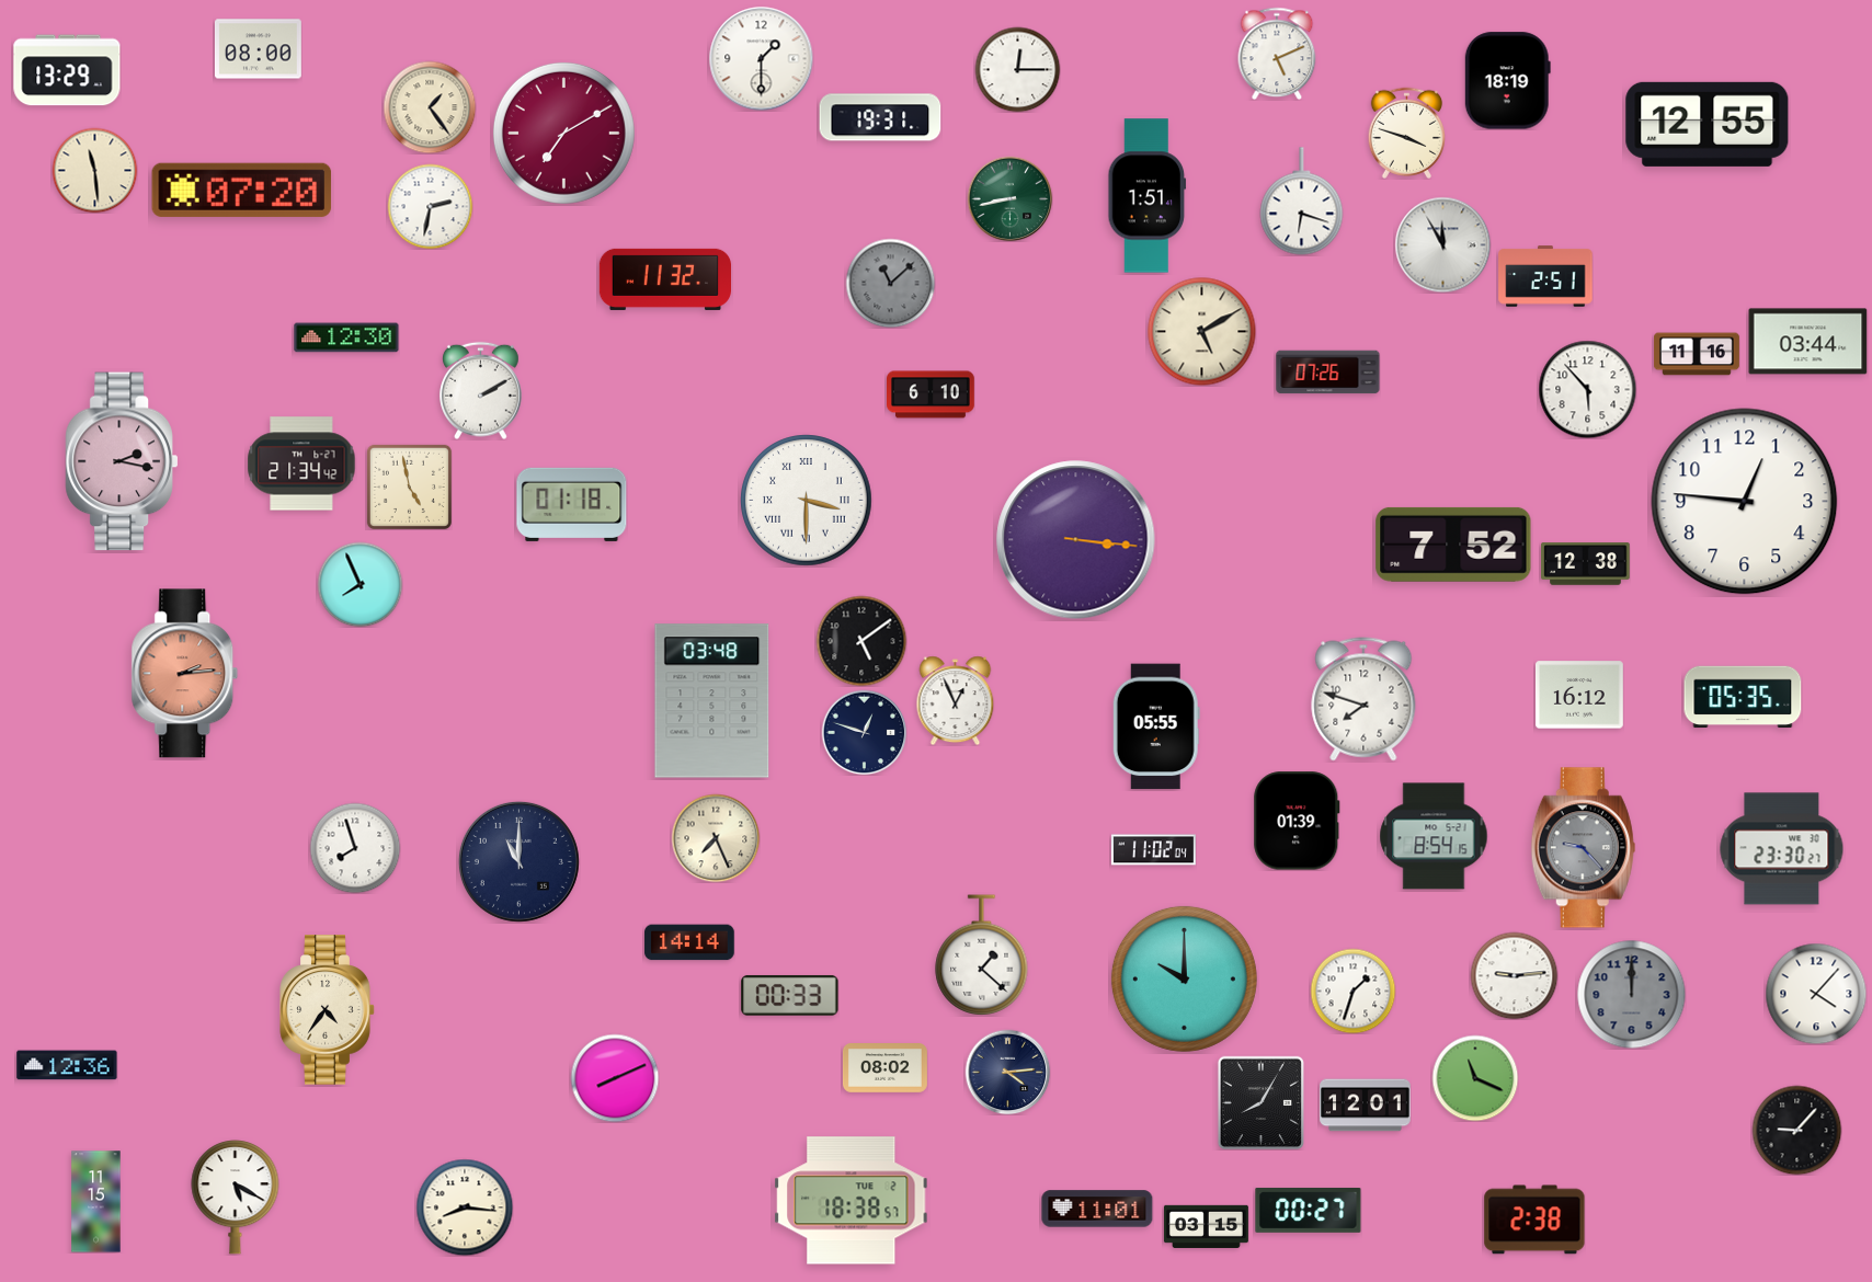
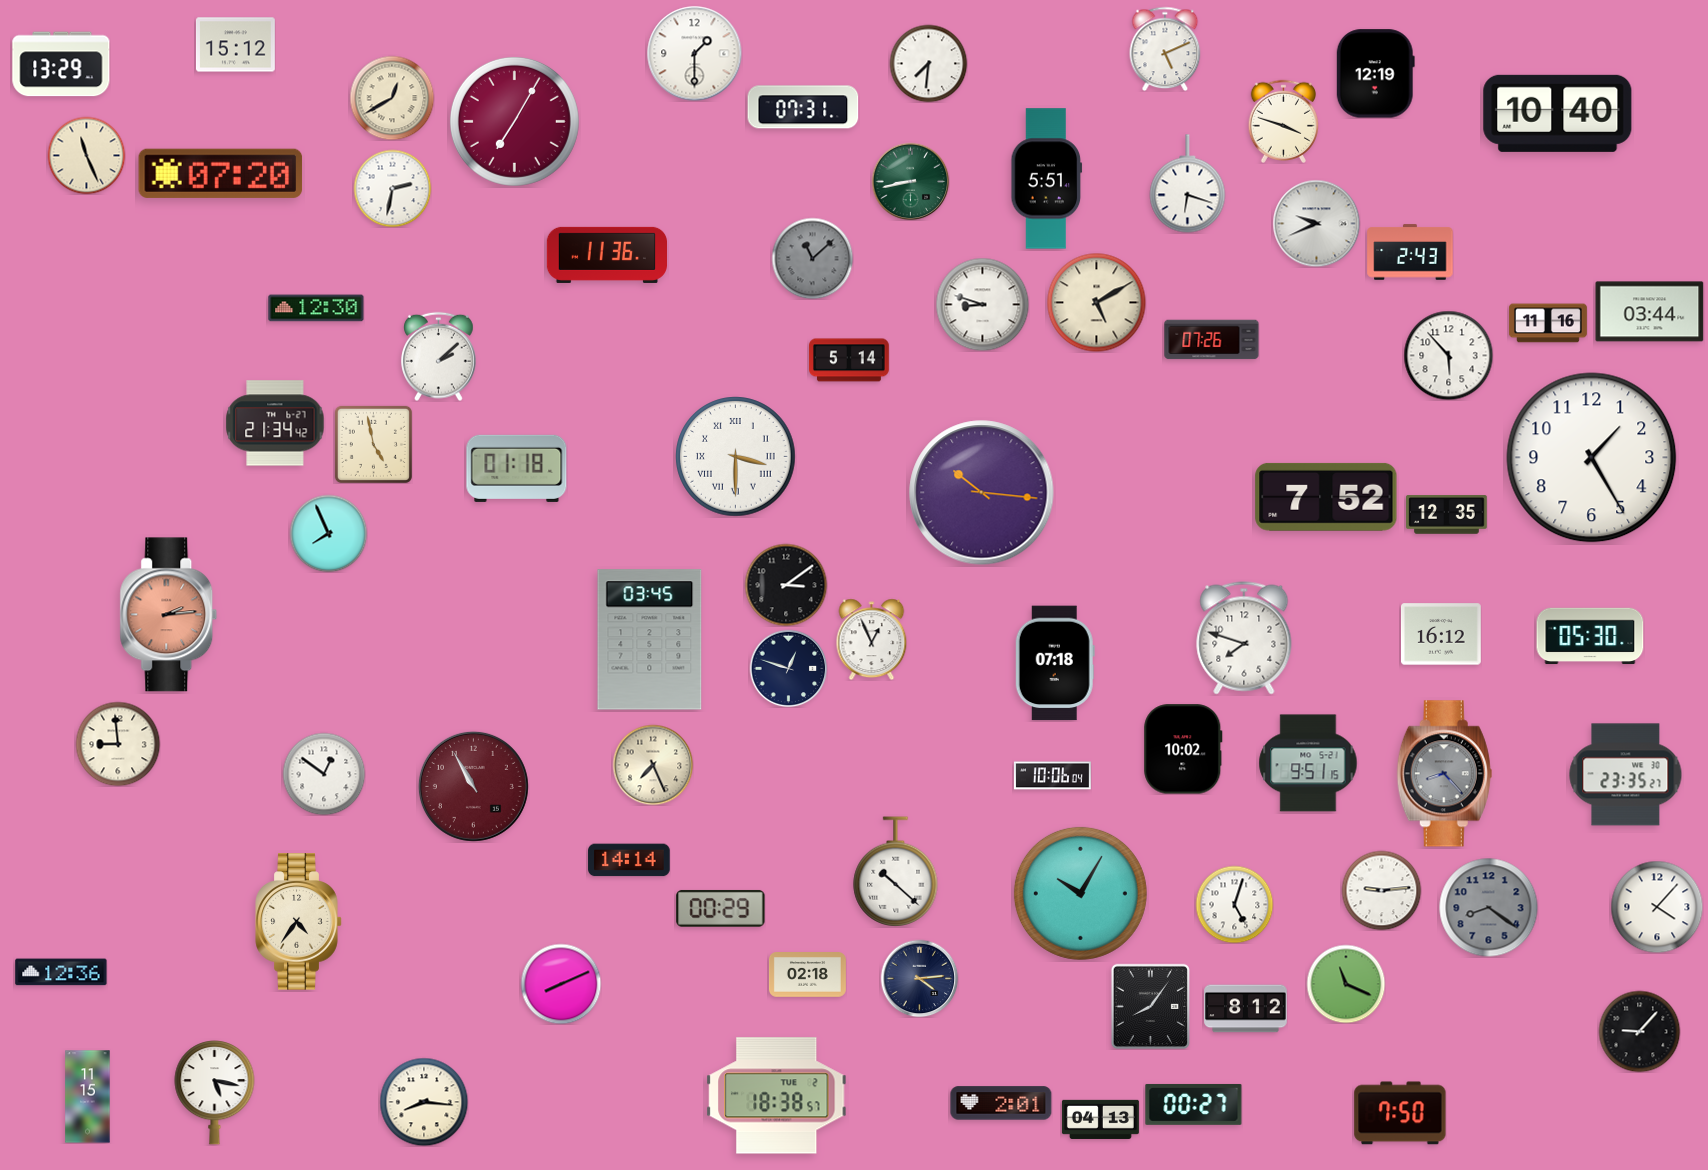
clock at (258, 49): 08:00 -> 15:12
clock at (1017, 69): 12:15 -> 7:31
clock at (1507, 81): 18:19 -> 12:19
clock at (430, 107): 1:24 -> 12:40
clock at (880, 117): 19:31 -> 07:31
clock at (1708, 124): 12:55 -> 10:40
clock at (563, 133): 7:10 -> 7:05
clock at (94, 170): 11:29 -> 11:26
clock at (1148, 196): 1:51 -> 5:51
clock at (1009, 198) position: (1009, 198) -> (910, 181)
clock at (1442, 244): 11:55 -> 9:41
clock at (1545, 276): 2:51 -> 2:43
clock at (664, 279): 11:32 -> 11:36
clock at (982, 304): none -> 8:48
clock at (481, 390): 2:10 -> 2:08
clock at (932, 394): 6:10 -> 5:14
clock at (122, 461): 2:17 -> none
clock at (1745, 502): 12:46 -> 1:25
clock at (572, 504) position: (572, 504) -> (517, 468)
clock at (1076, 540): 3:16 -> 10:16
clock at (1586, 564): 12:38 -> 12:35
clock at (861, 641): 5:09 -> 3:09
clock at (1743, 697): 05:35 -> 05:30
clock at (712, 701): 03:48 -> 03:45
clock at (1156, 726): 05:55 -> 07:18
clock at (118, 744): none -> 8:59
clock at (1297, 821): 01:39 -> 10:02
clock at (1434, 836): 8:54 -> 9:51
clock at (355, 848): 7:57 -> 12:51
clock at (1583, 848): 9:23 -> 8:23
clock at (1782, 849): 23:30 -> 23:35
clock at (1153, 850): 11:02 -> 10:06
clock at (518, 861): 11:00 -> 10:55
clock at (518, 861) dial: navy -> burgundy
clock at (982, 954): 1:22 -> 10:22
clock at (1184, 978): 10:00 -> 10:05
clock at (1352, 991): 1:33 -> 5:03
clock at (1632, 995): 12:00 -> 8:21
clock at (790, 996): 00:33 -> 00:29
clock at (884, 1068): 08:02 -> 02:18
clock at (1260, 1102): 8:05 -> 8:06
clock at (1366, 1106): 12:01 -> 8:12
clock at (236, 1198): 5:20 -> 5:17
clock at (1097, 1209): 11:01 -> 2:01
clock at (1534, 1220): 2:38 -> 7:50
clock at (1206, 1226): 03:15 -> 04:13
